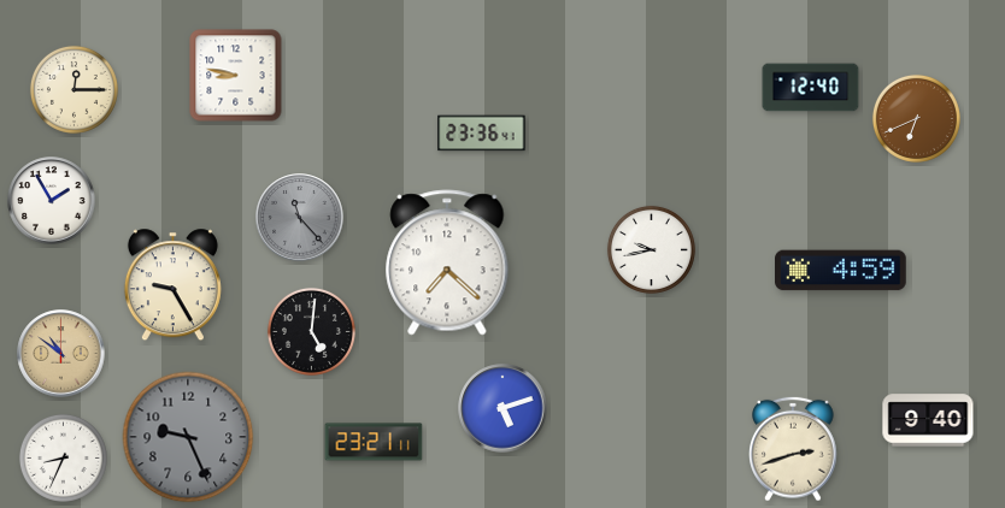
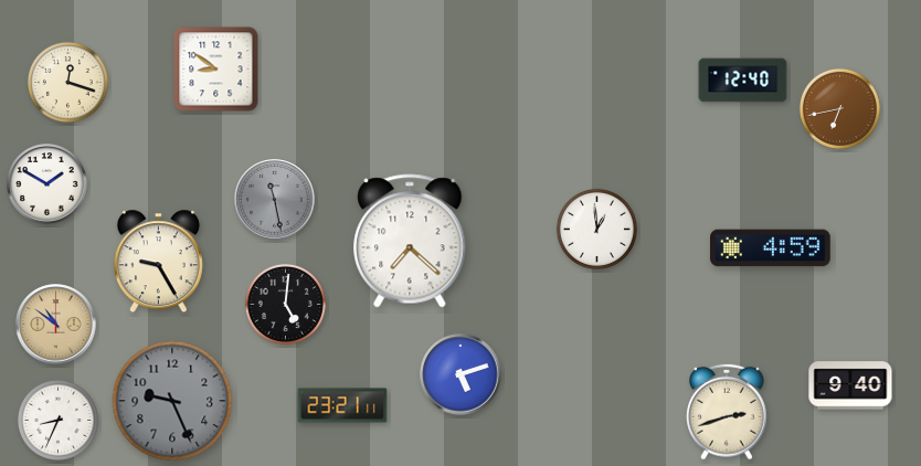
clock at (236, 76): 8:47 -> 8:51
clock at (74, 89): 12:15 -> 12:18
clock at (916, 118): 6:41 -> 6:43
clock at (482, 134): 23:36 -> none
clock at (52, 201): 1:55 -> 1:50
clock at (300, 218): 11:23 -> 11:28
clock at (651, 249): 9:43 -> 12:59
